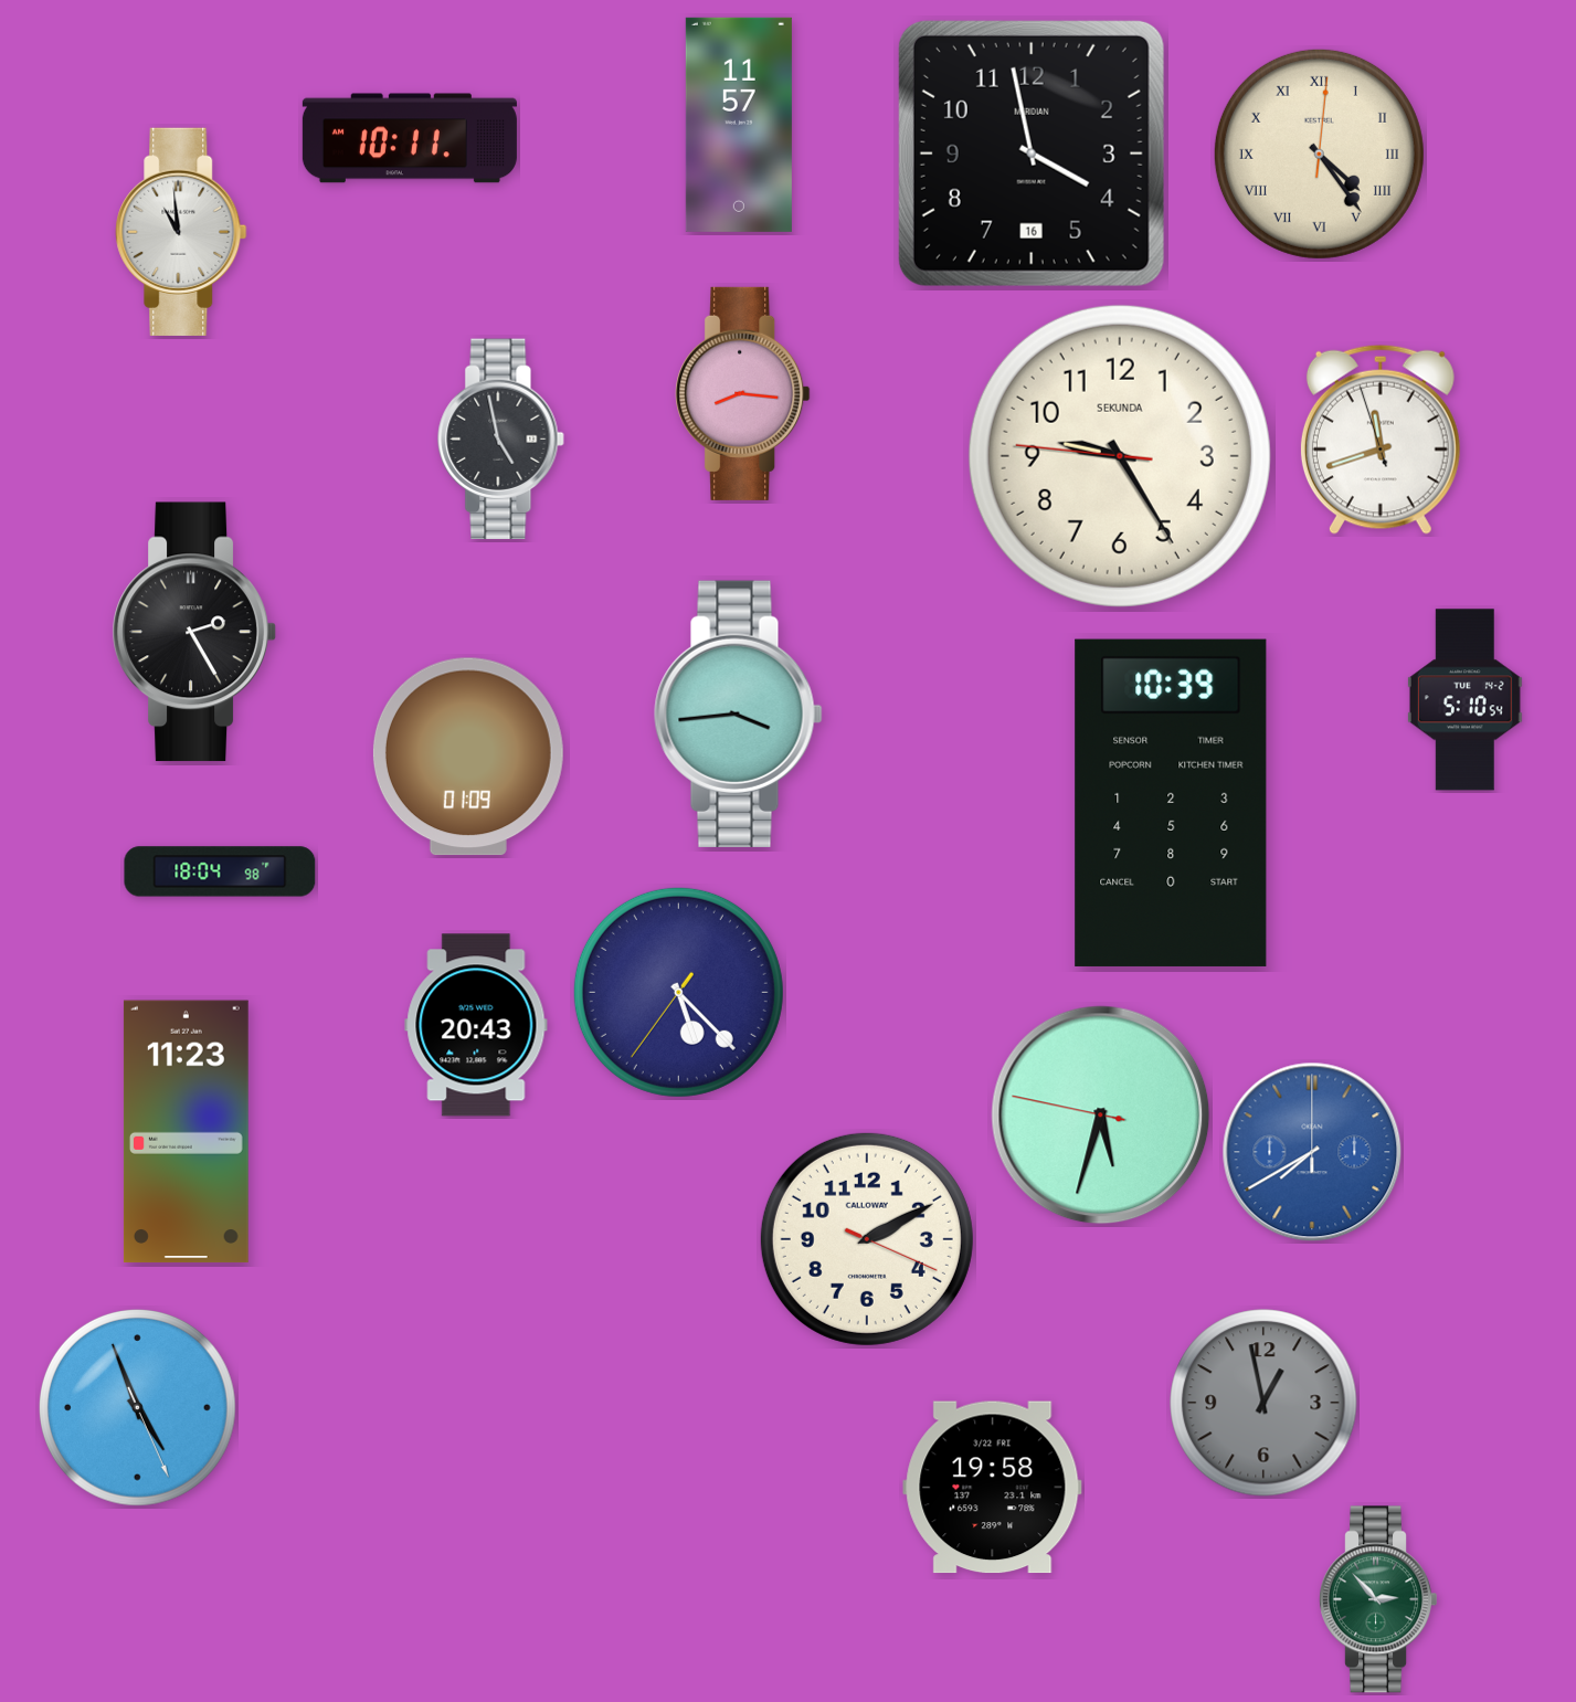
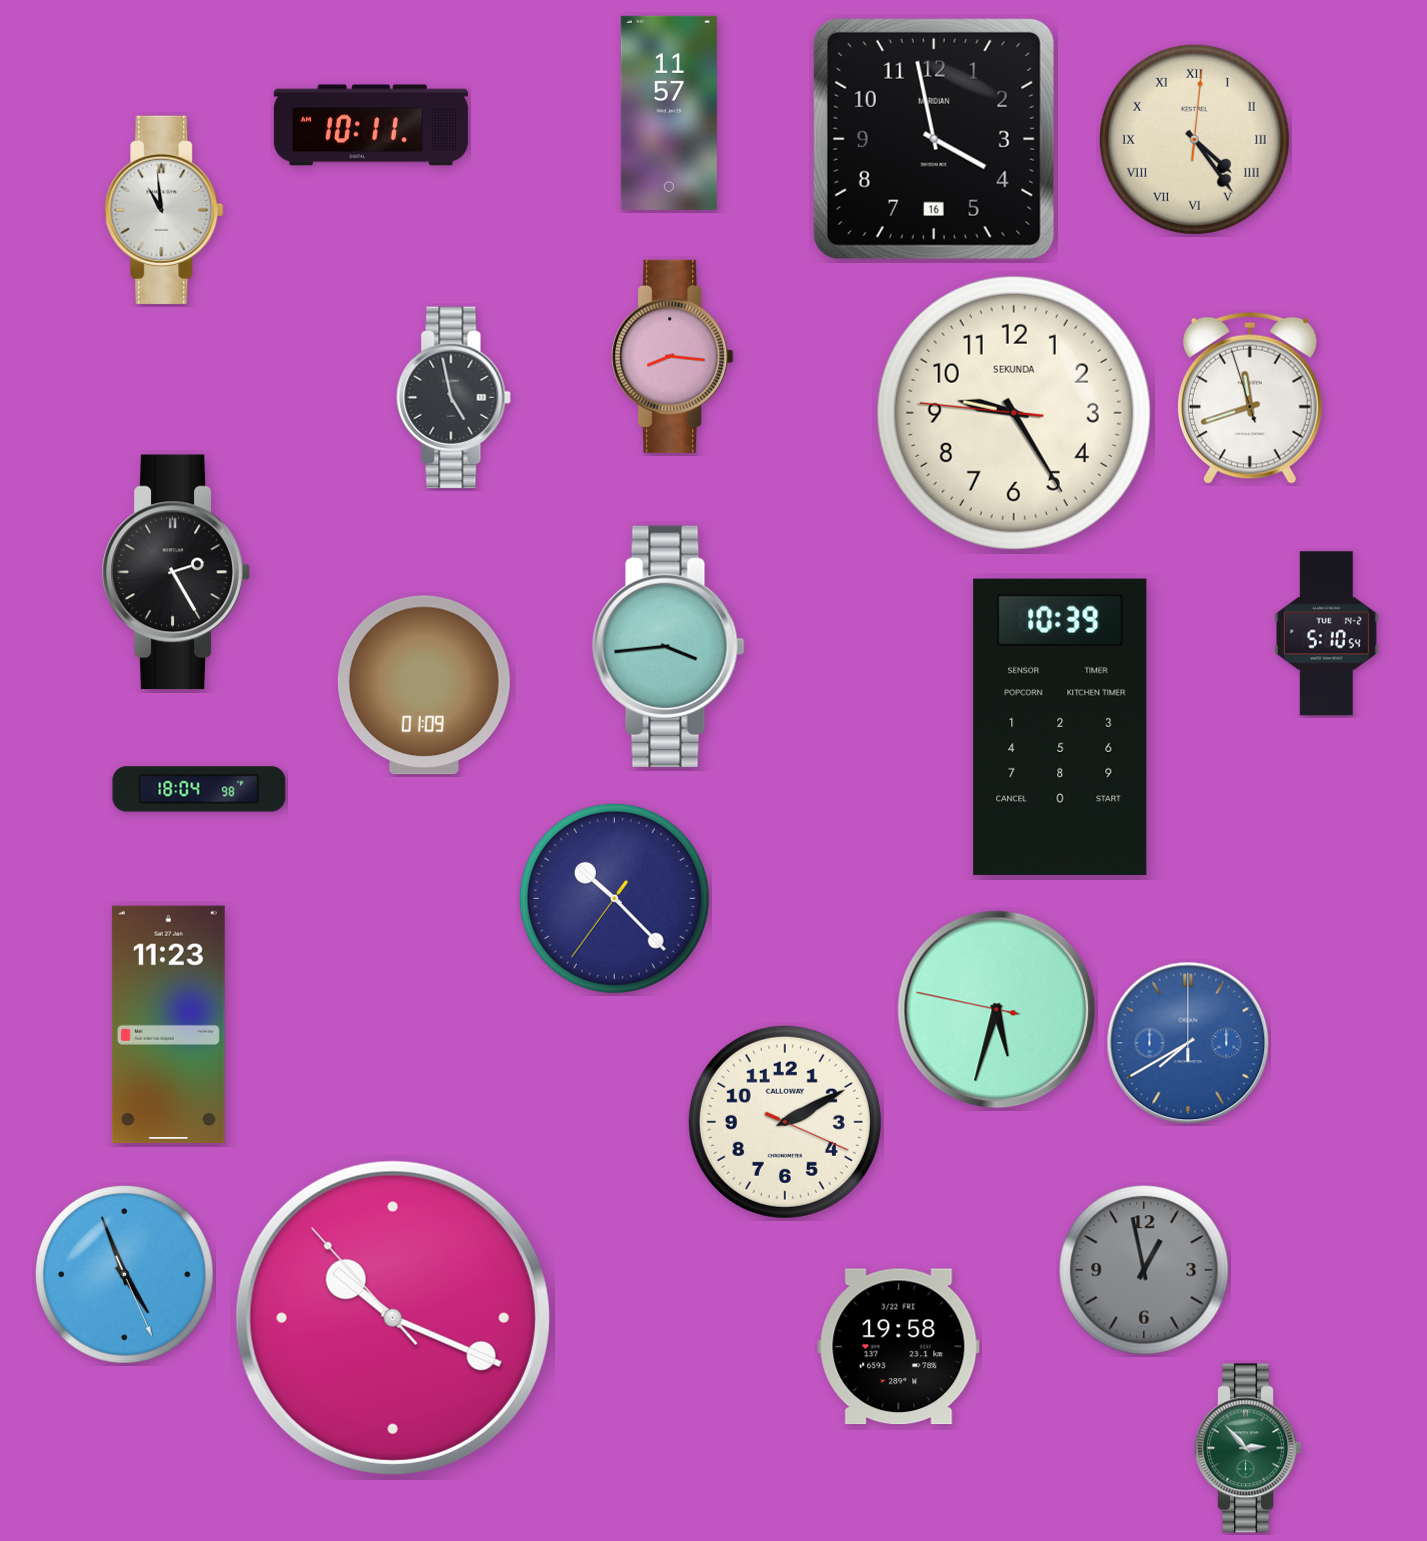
clock at (678, 992): 5:22 -> 10:22
clock at (476, 1025): 20:43 -> none
clock at (393, 1318): none -> 10:18
